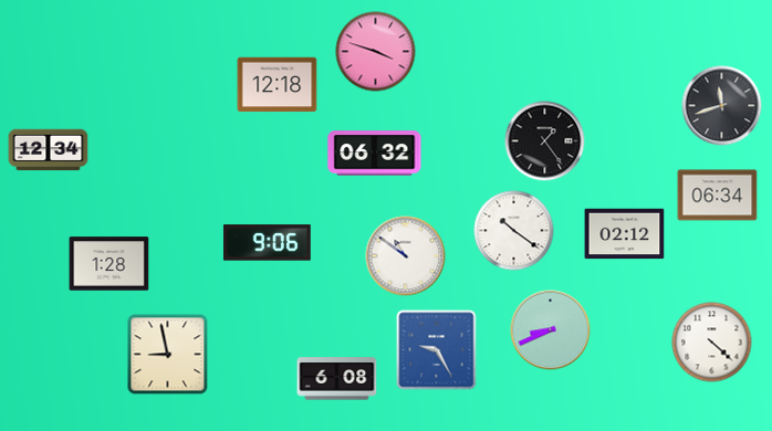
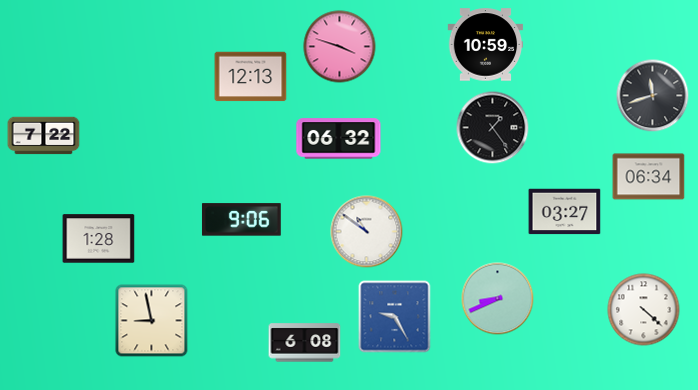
clock at (486, 45): none -> 10:59
clock at (278, 85): 12:18 -> 12:13
clock at (49, 150): 12:34 -> 7:22
clock at (514, 231): 10:21 -> none
clock at (625, 234): 02:12 -> 03:27
